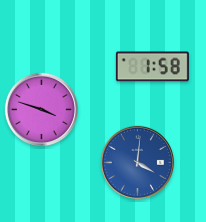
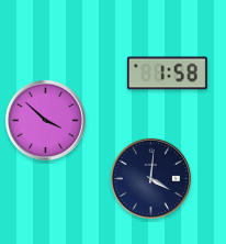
clock at (41, 109): 3:48 -> 3:52
clock at (137, 162) dial: blue -> navy
